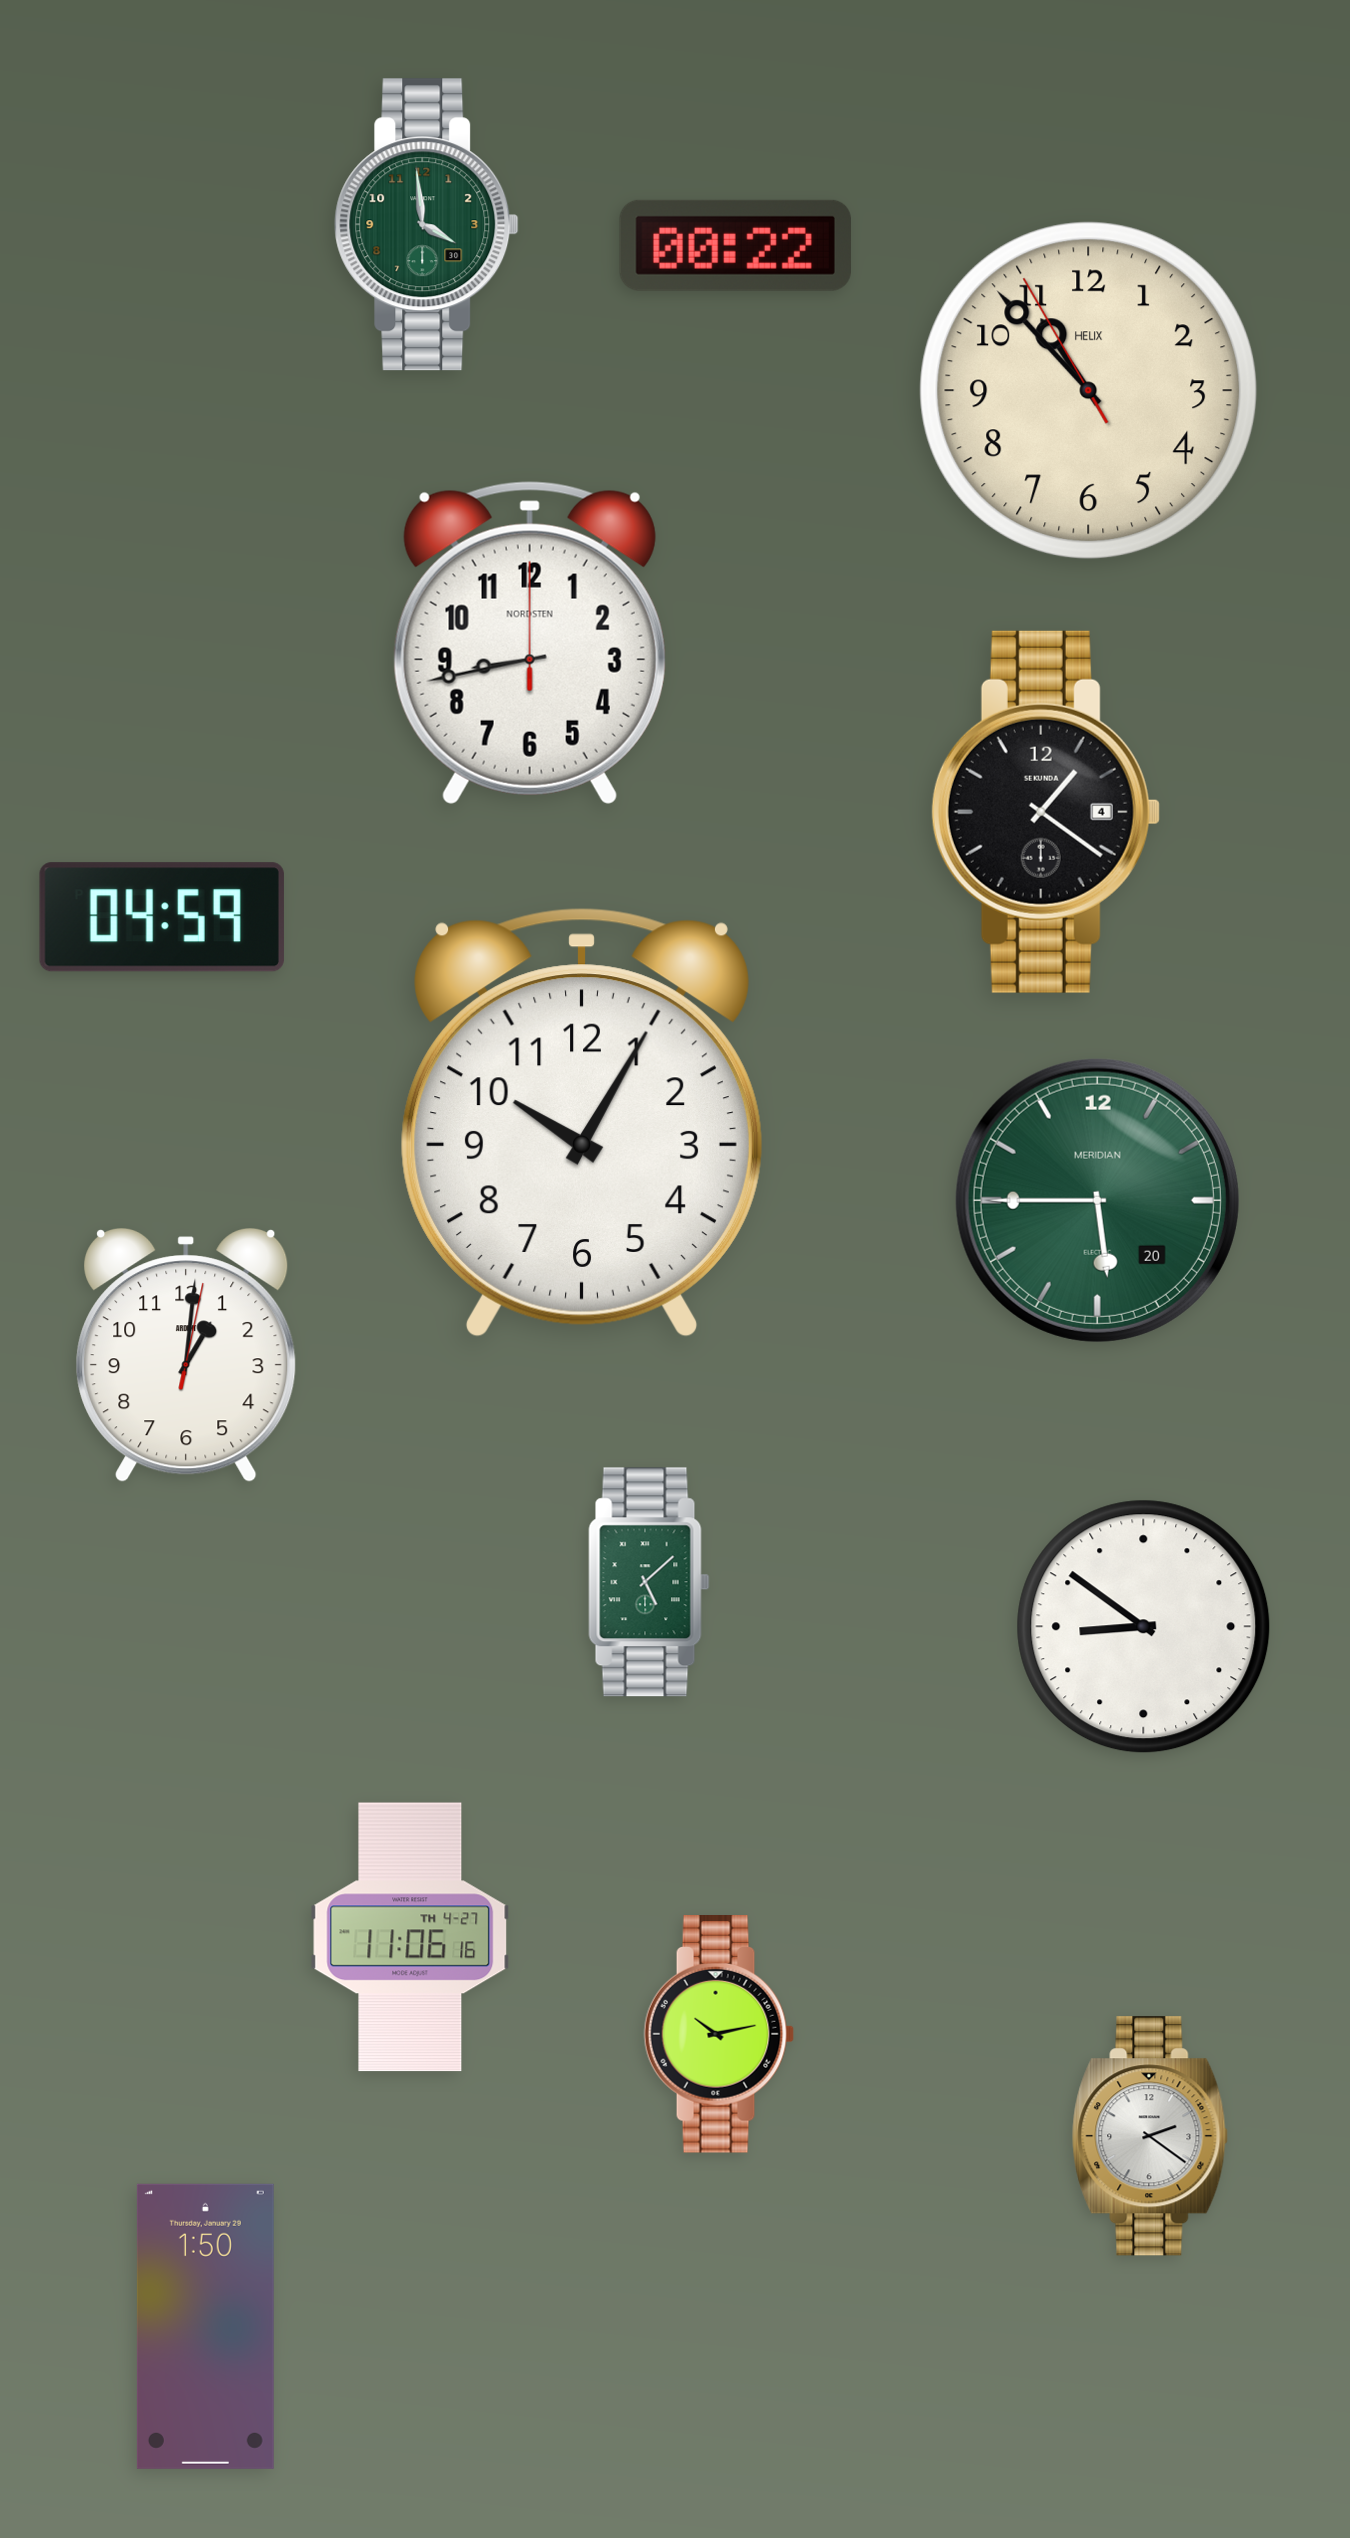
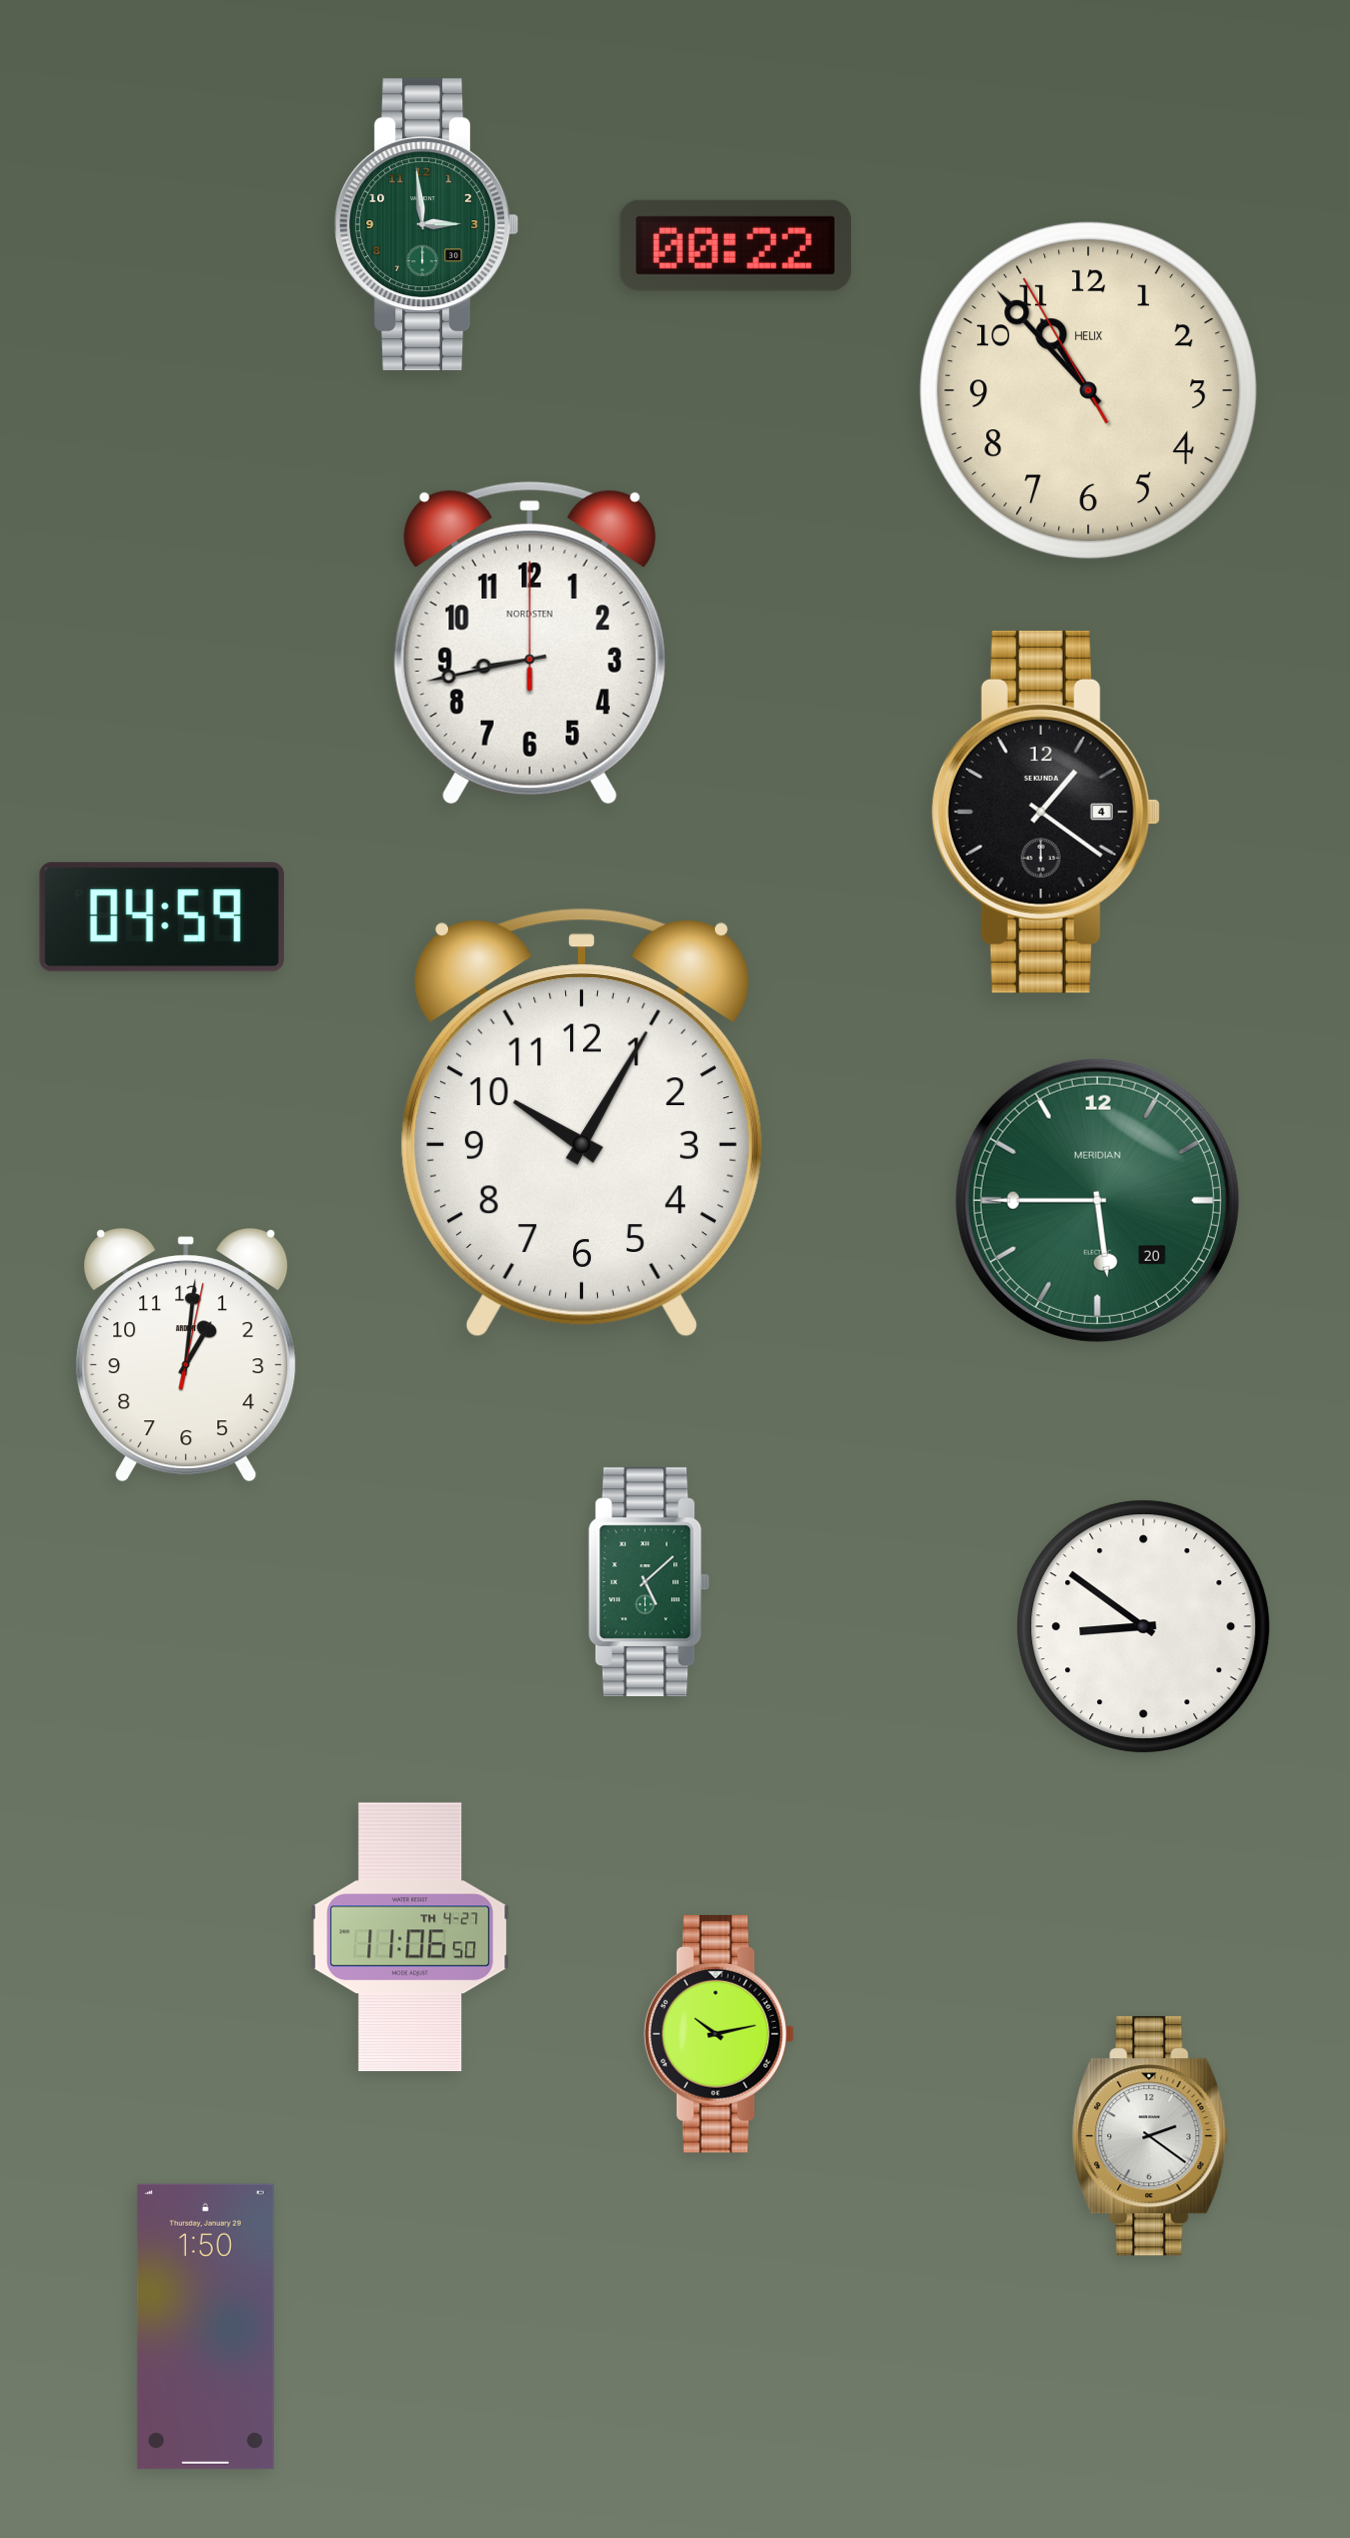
clock at (427, 225): 3:59 -> 2:59
clock at (410, 1937): 11:06:16 -> 11:06:50
